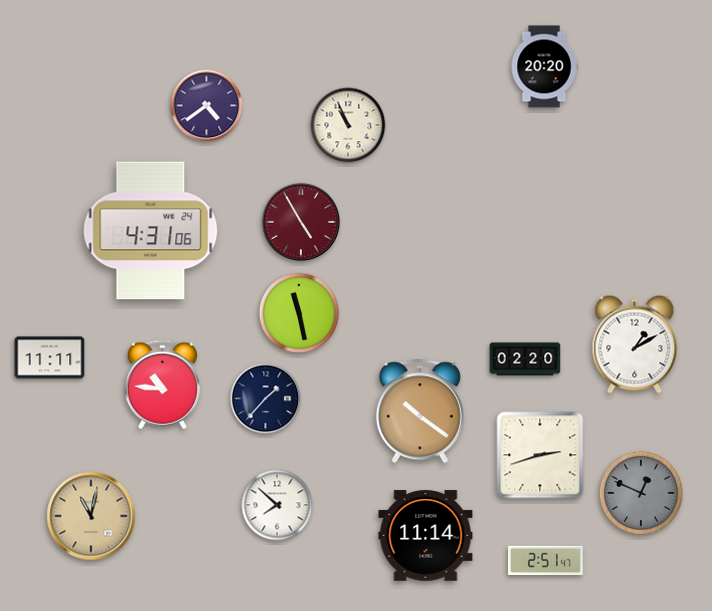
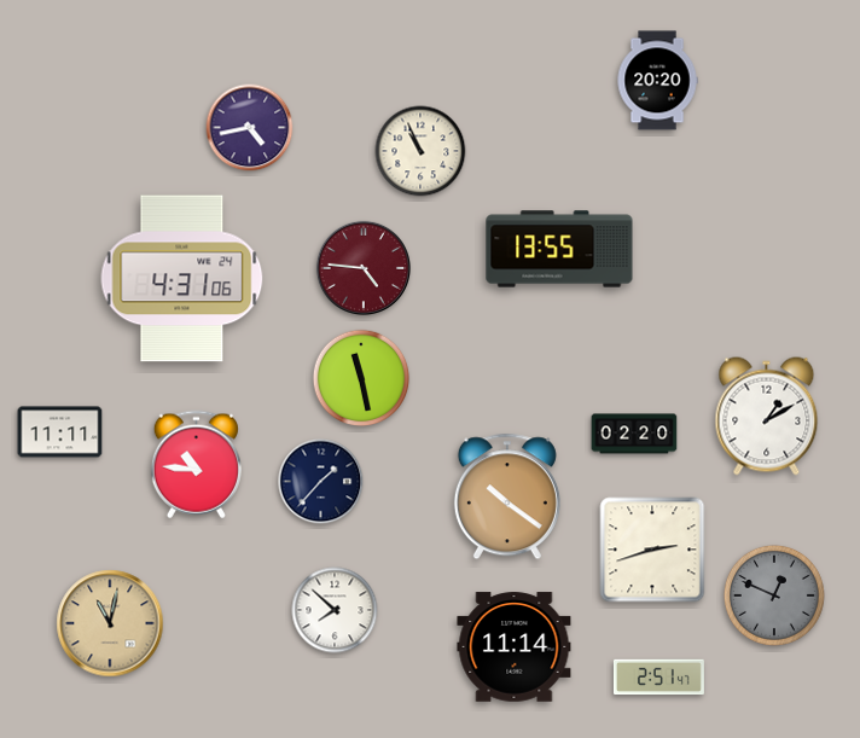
clock at (207, 106): 4:39 -> 4:43
clock at (559, 249): none -> 13:55
clock at (301, 222): 4:55 -> 4:46
